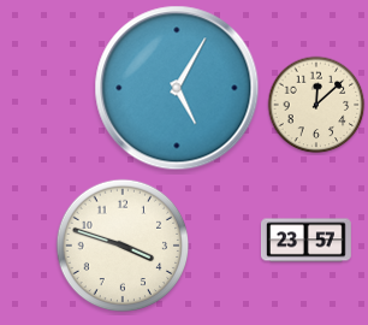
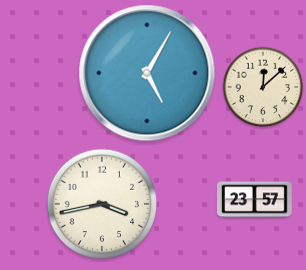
clock at (123, 246): 3:48 -> 3:43
